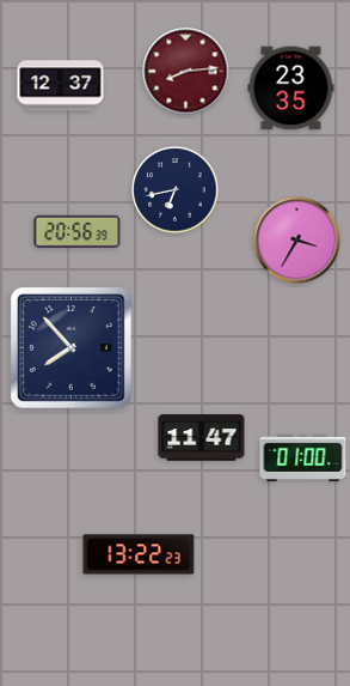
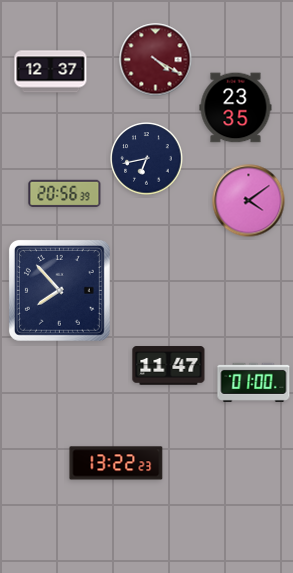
clock at (186, 72): 8:14 -> 4:20
clock at (291, 89) position: (291, 89) -> (236, 108)
clock at (297, 241): 3:35 -> 4:09
